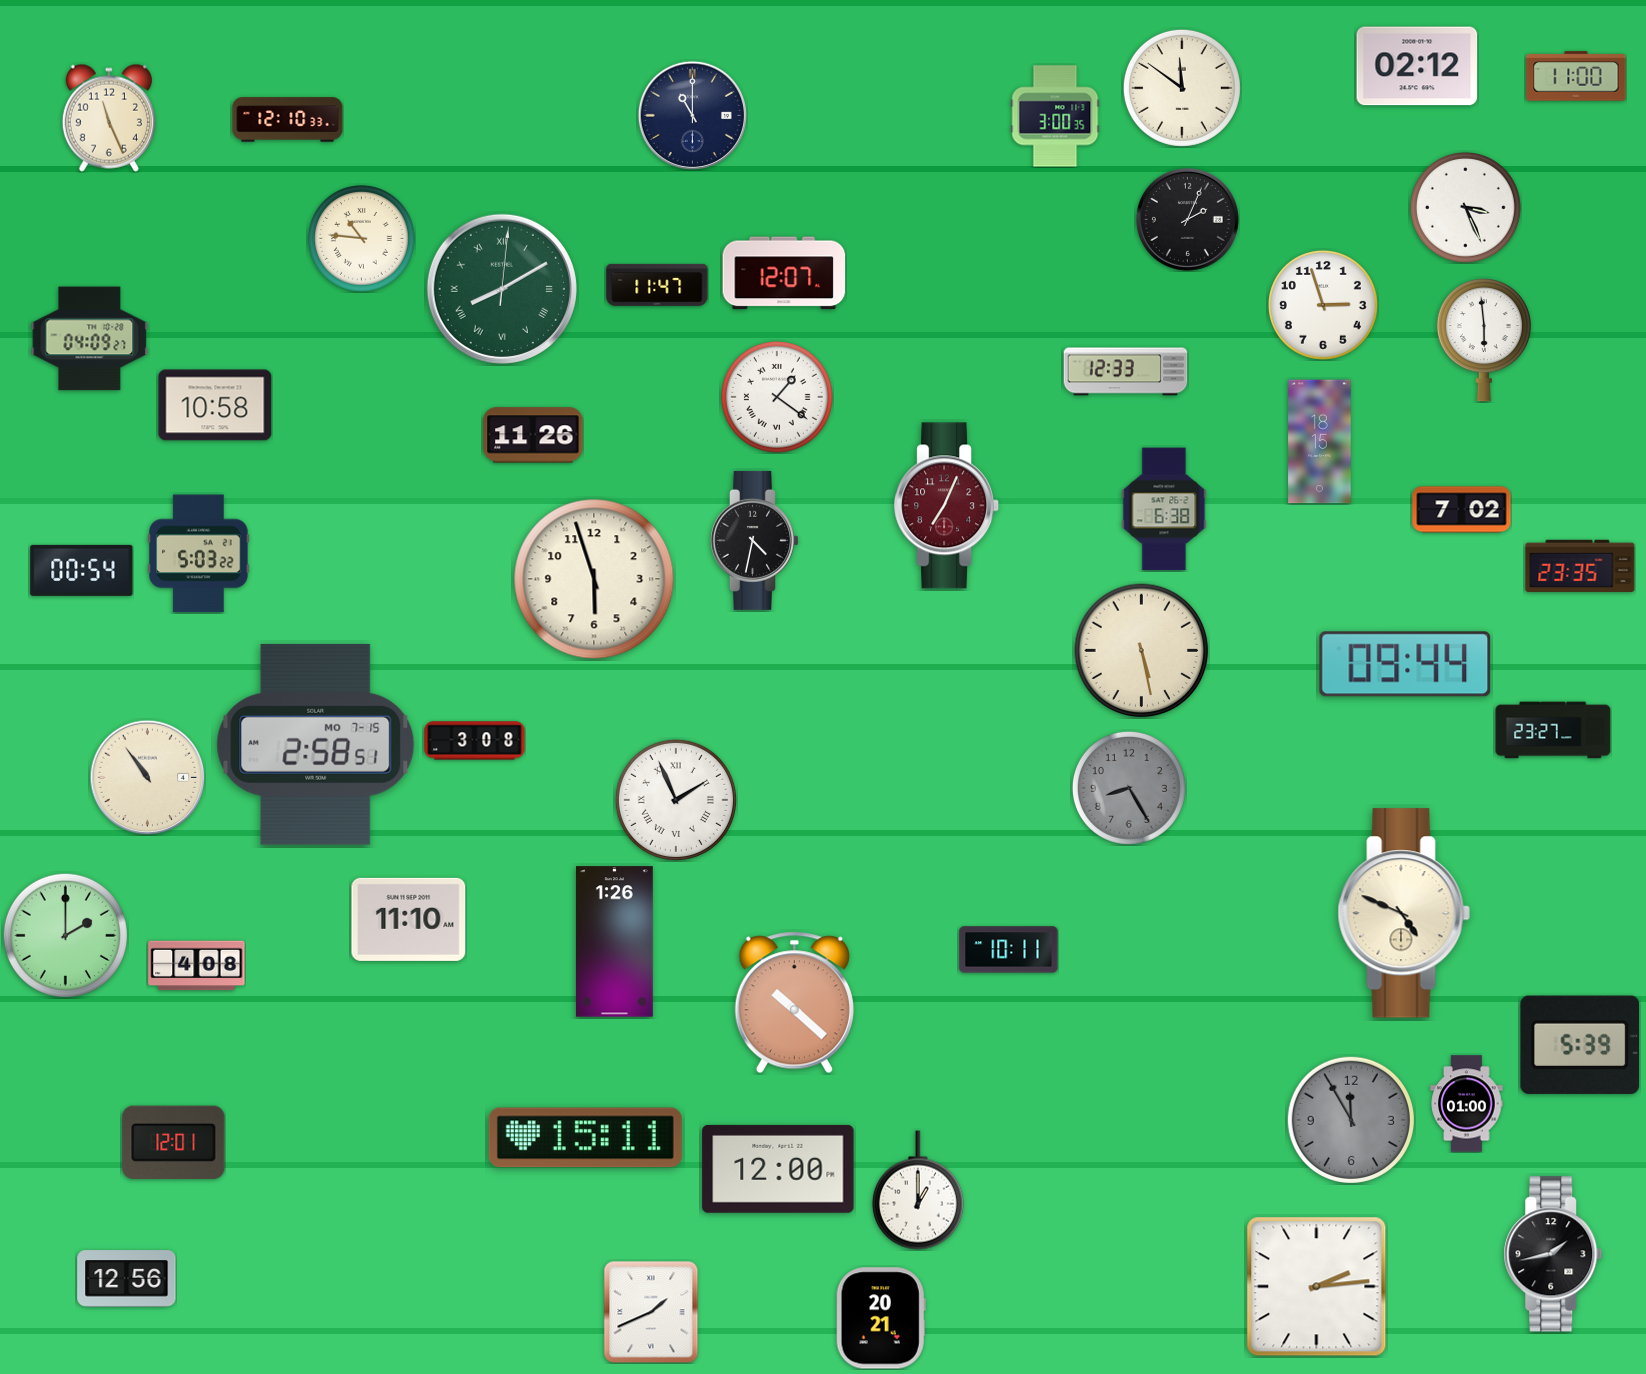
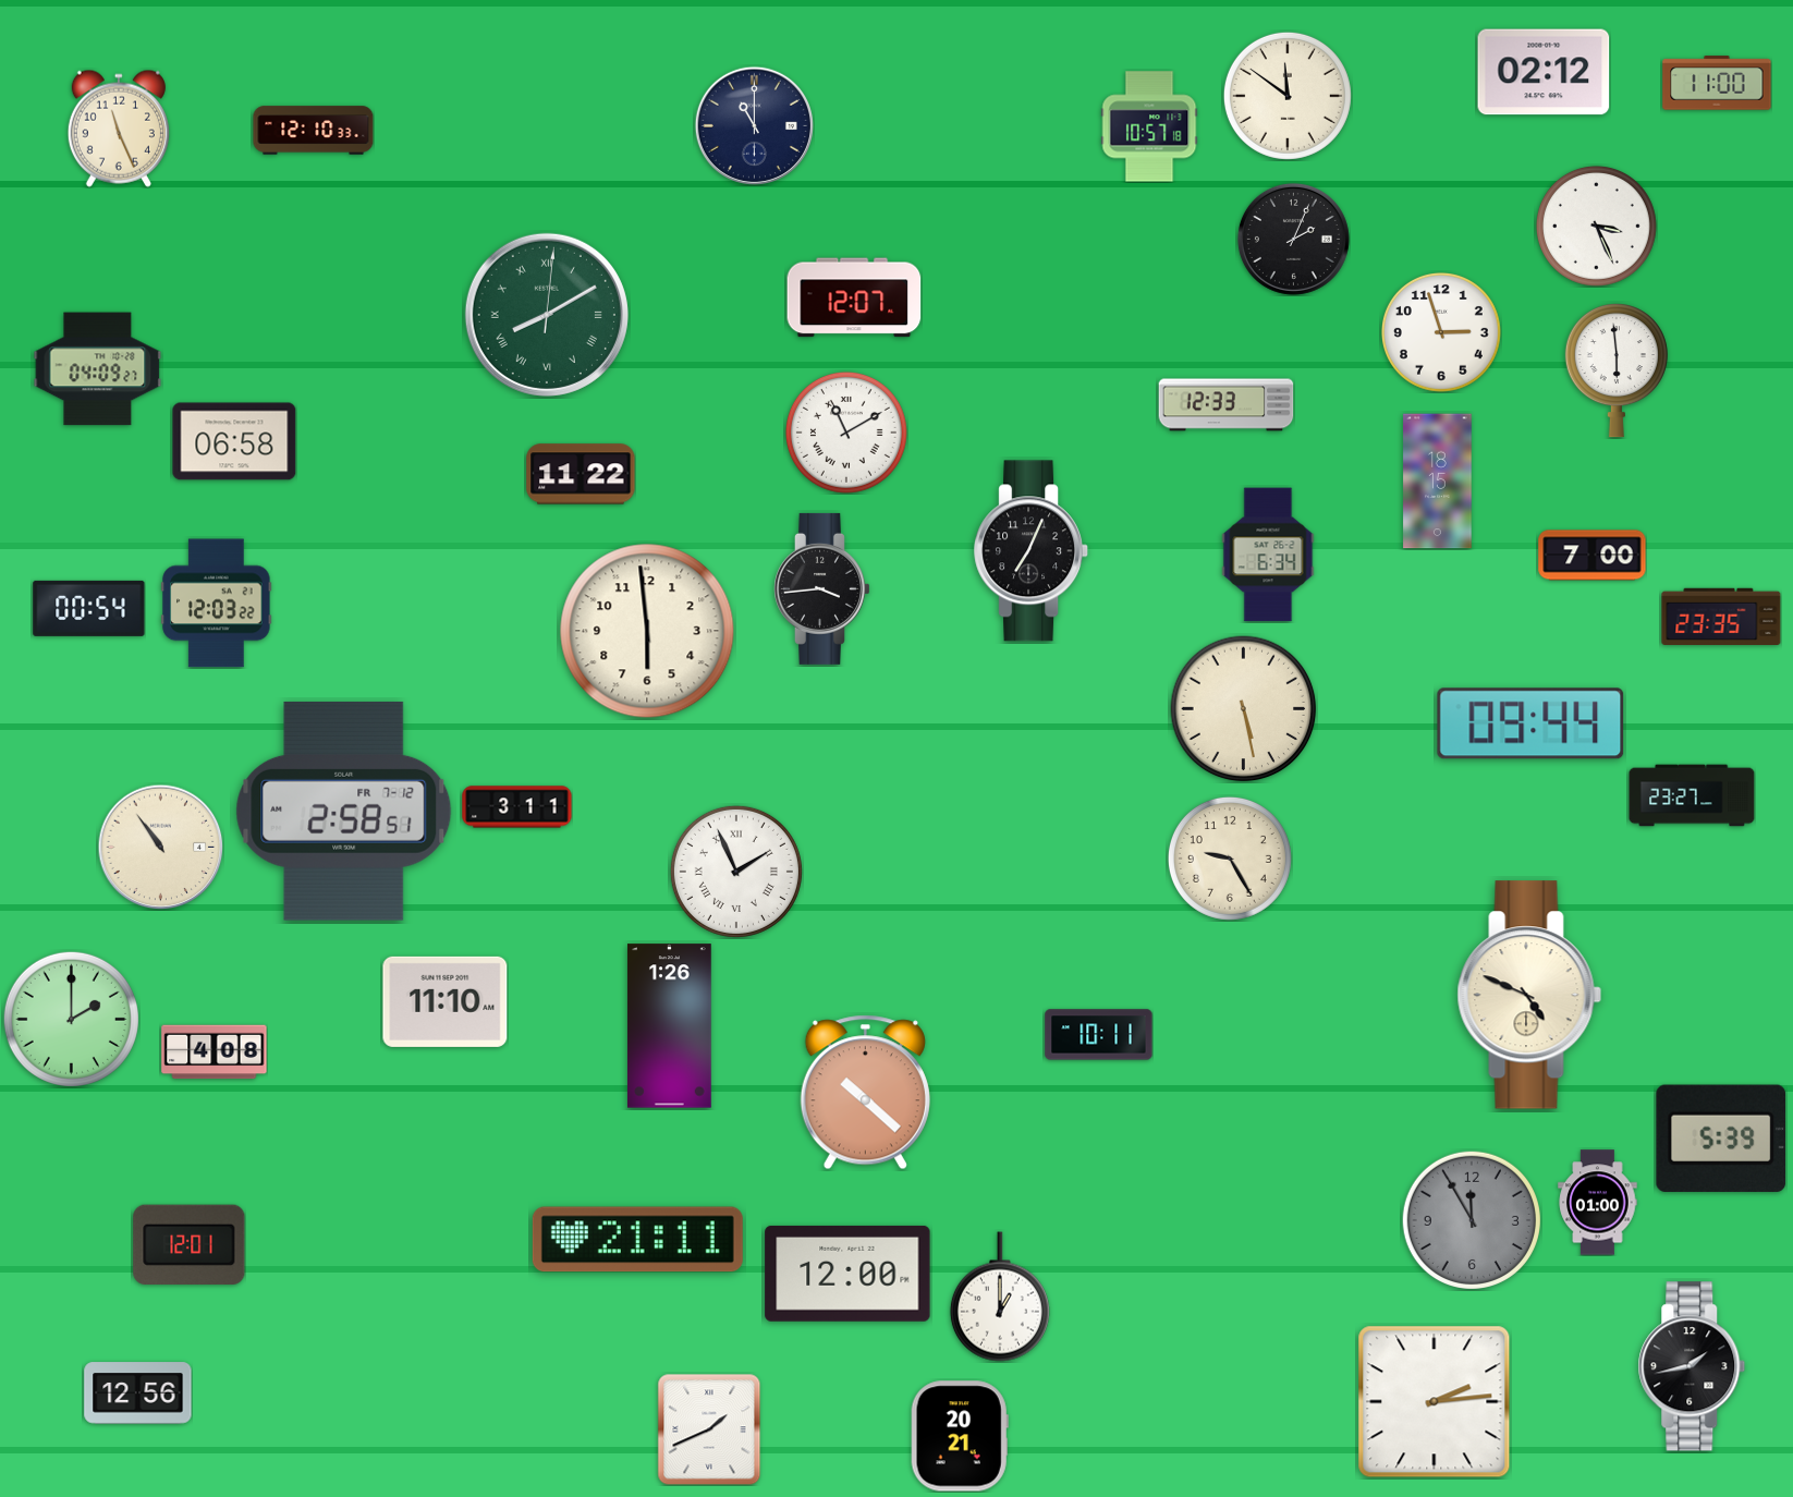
clock at (1055, 116): 3:00 -> 10:57
clock at (362, 239): 10:46 -> none
clock at (657, 285): 11:47 -> none
clock at (777, 397): 1:21 -> 11:10
clock at (215, 405): 10:58 -> 06:58
clock at (533, 435): 11:26 -> 11:22
clock at (947, 506) dial: burgundy -> black
clock at (1164, 509): 6:38 -> 6:34
clock at (1462, 510): 7:02 -> 7:00
clock at (755, 540): 4:32 -> 3:44
clock at (199, 554): 5:03 -> 12:03
clock at (82, 570) position: (82, 570) -> (89, 608)
clock at (594, 579): 5:57 -> 5:59
clock at (475, 741): 3:08 -> 3:11
clock at (316, 744) date: MO 7-15 -> FR 7-12
clock at (1129, 788): 8:25 -> 9:25
clock at (1129, 788) dial: grey -> cream
clock at (585, 1138): 15:11 -> 21:11
